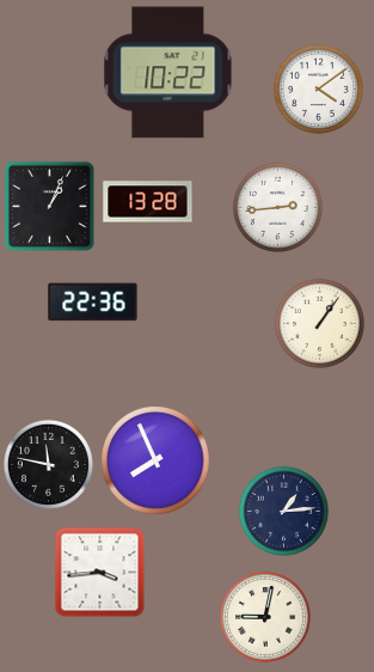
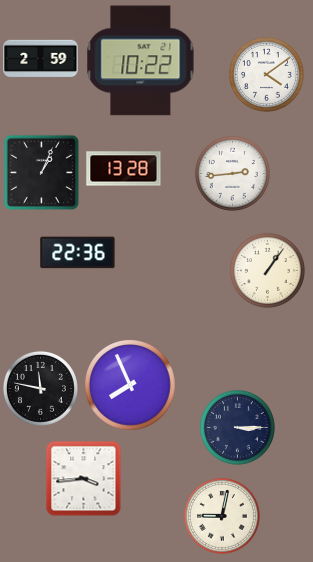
clock at (41, 59): none -> 2:59
clock at (283, 511): 1:14 -> 3:15
